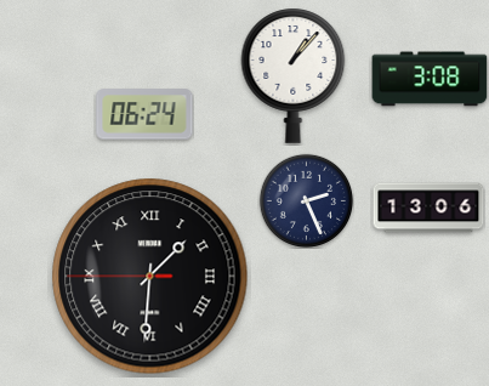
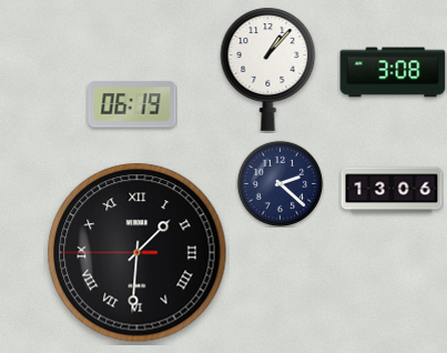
clock at (144, 114): 06:24 -> 06:19
clock at (306, 200): 2:26 -> 2:22
